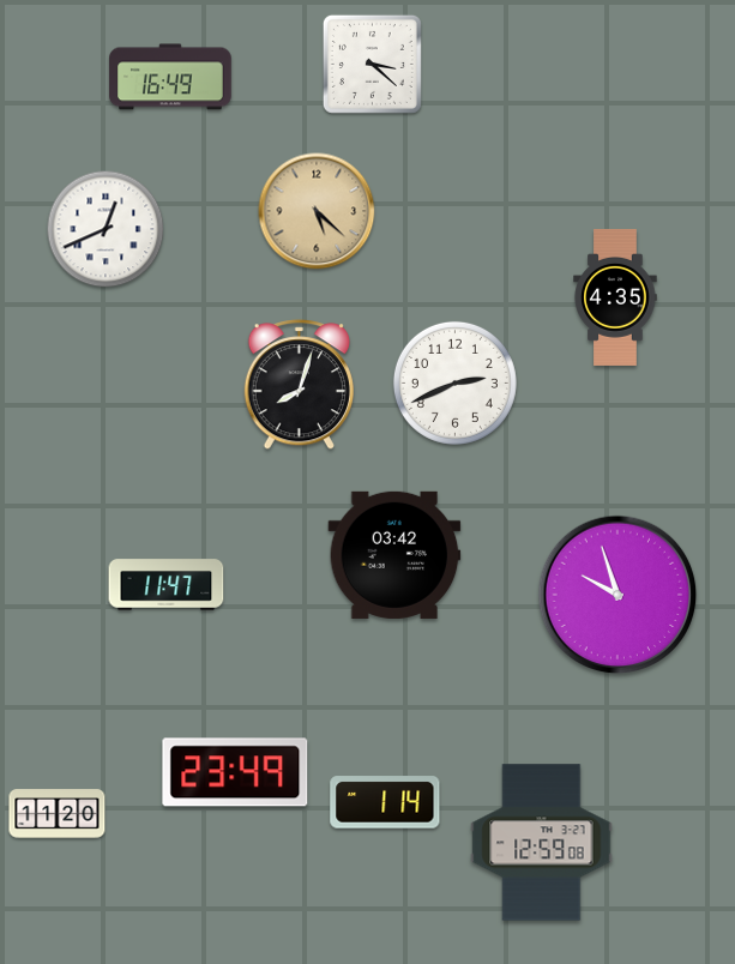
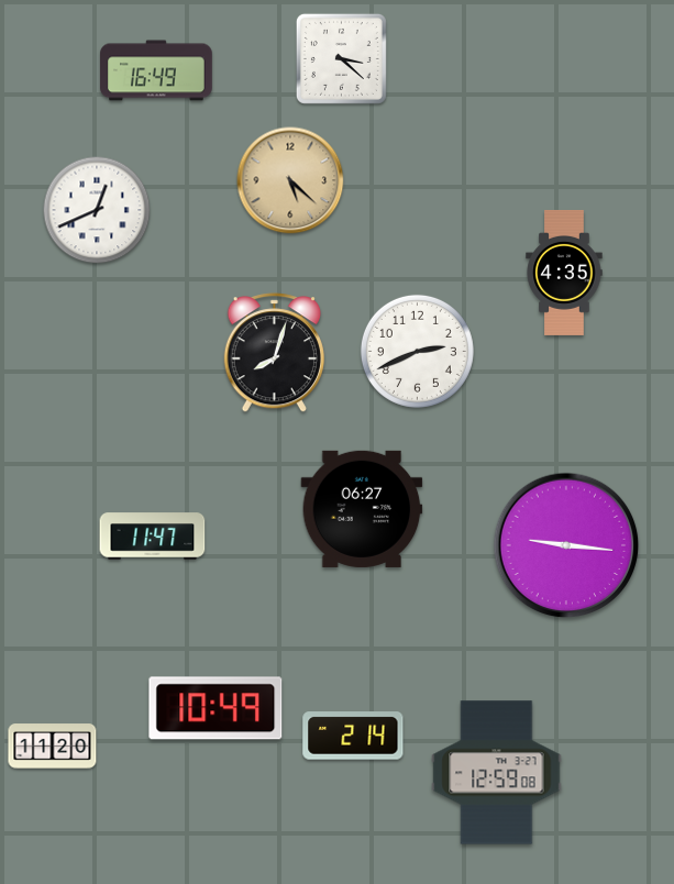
clock at (317, 211) position: (317, 211) -> (290, 180)
clock at (394, 555): 03:42 -> 06:27
clock at (617, 595): 9:57 -> 9:16
clock at (235, 772): 23:49 -> 10:49
clock at (385, 802): 1:14 -> 2:14
